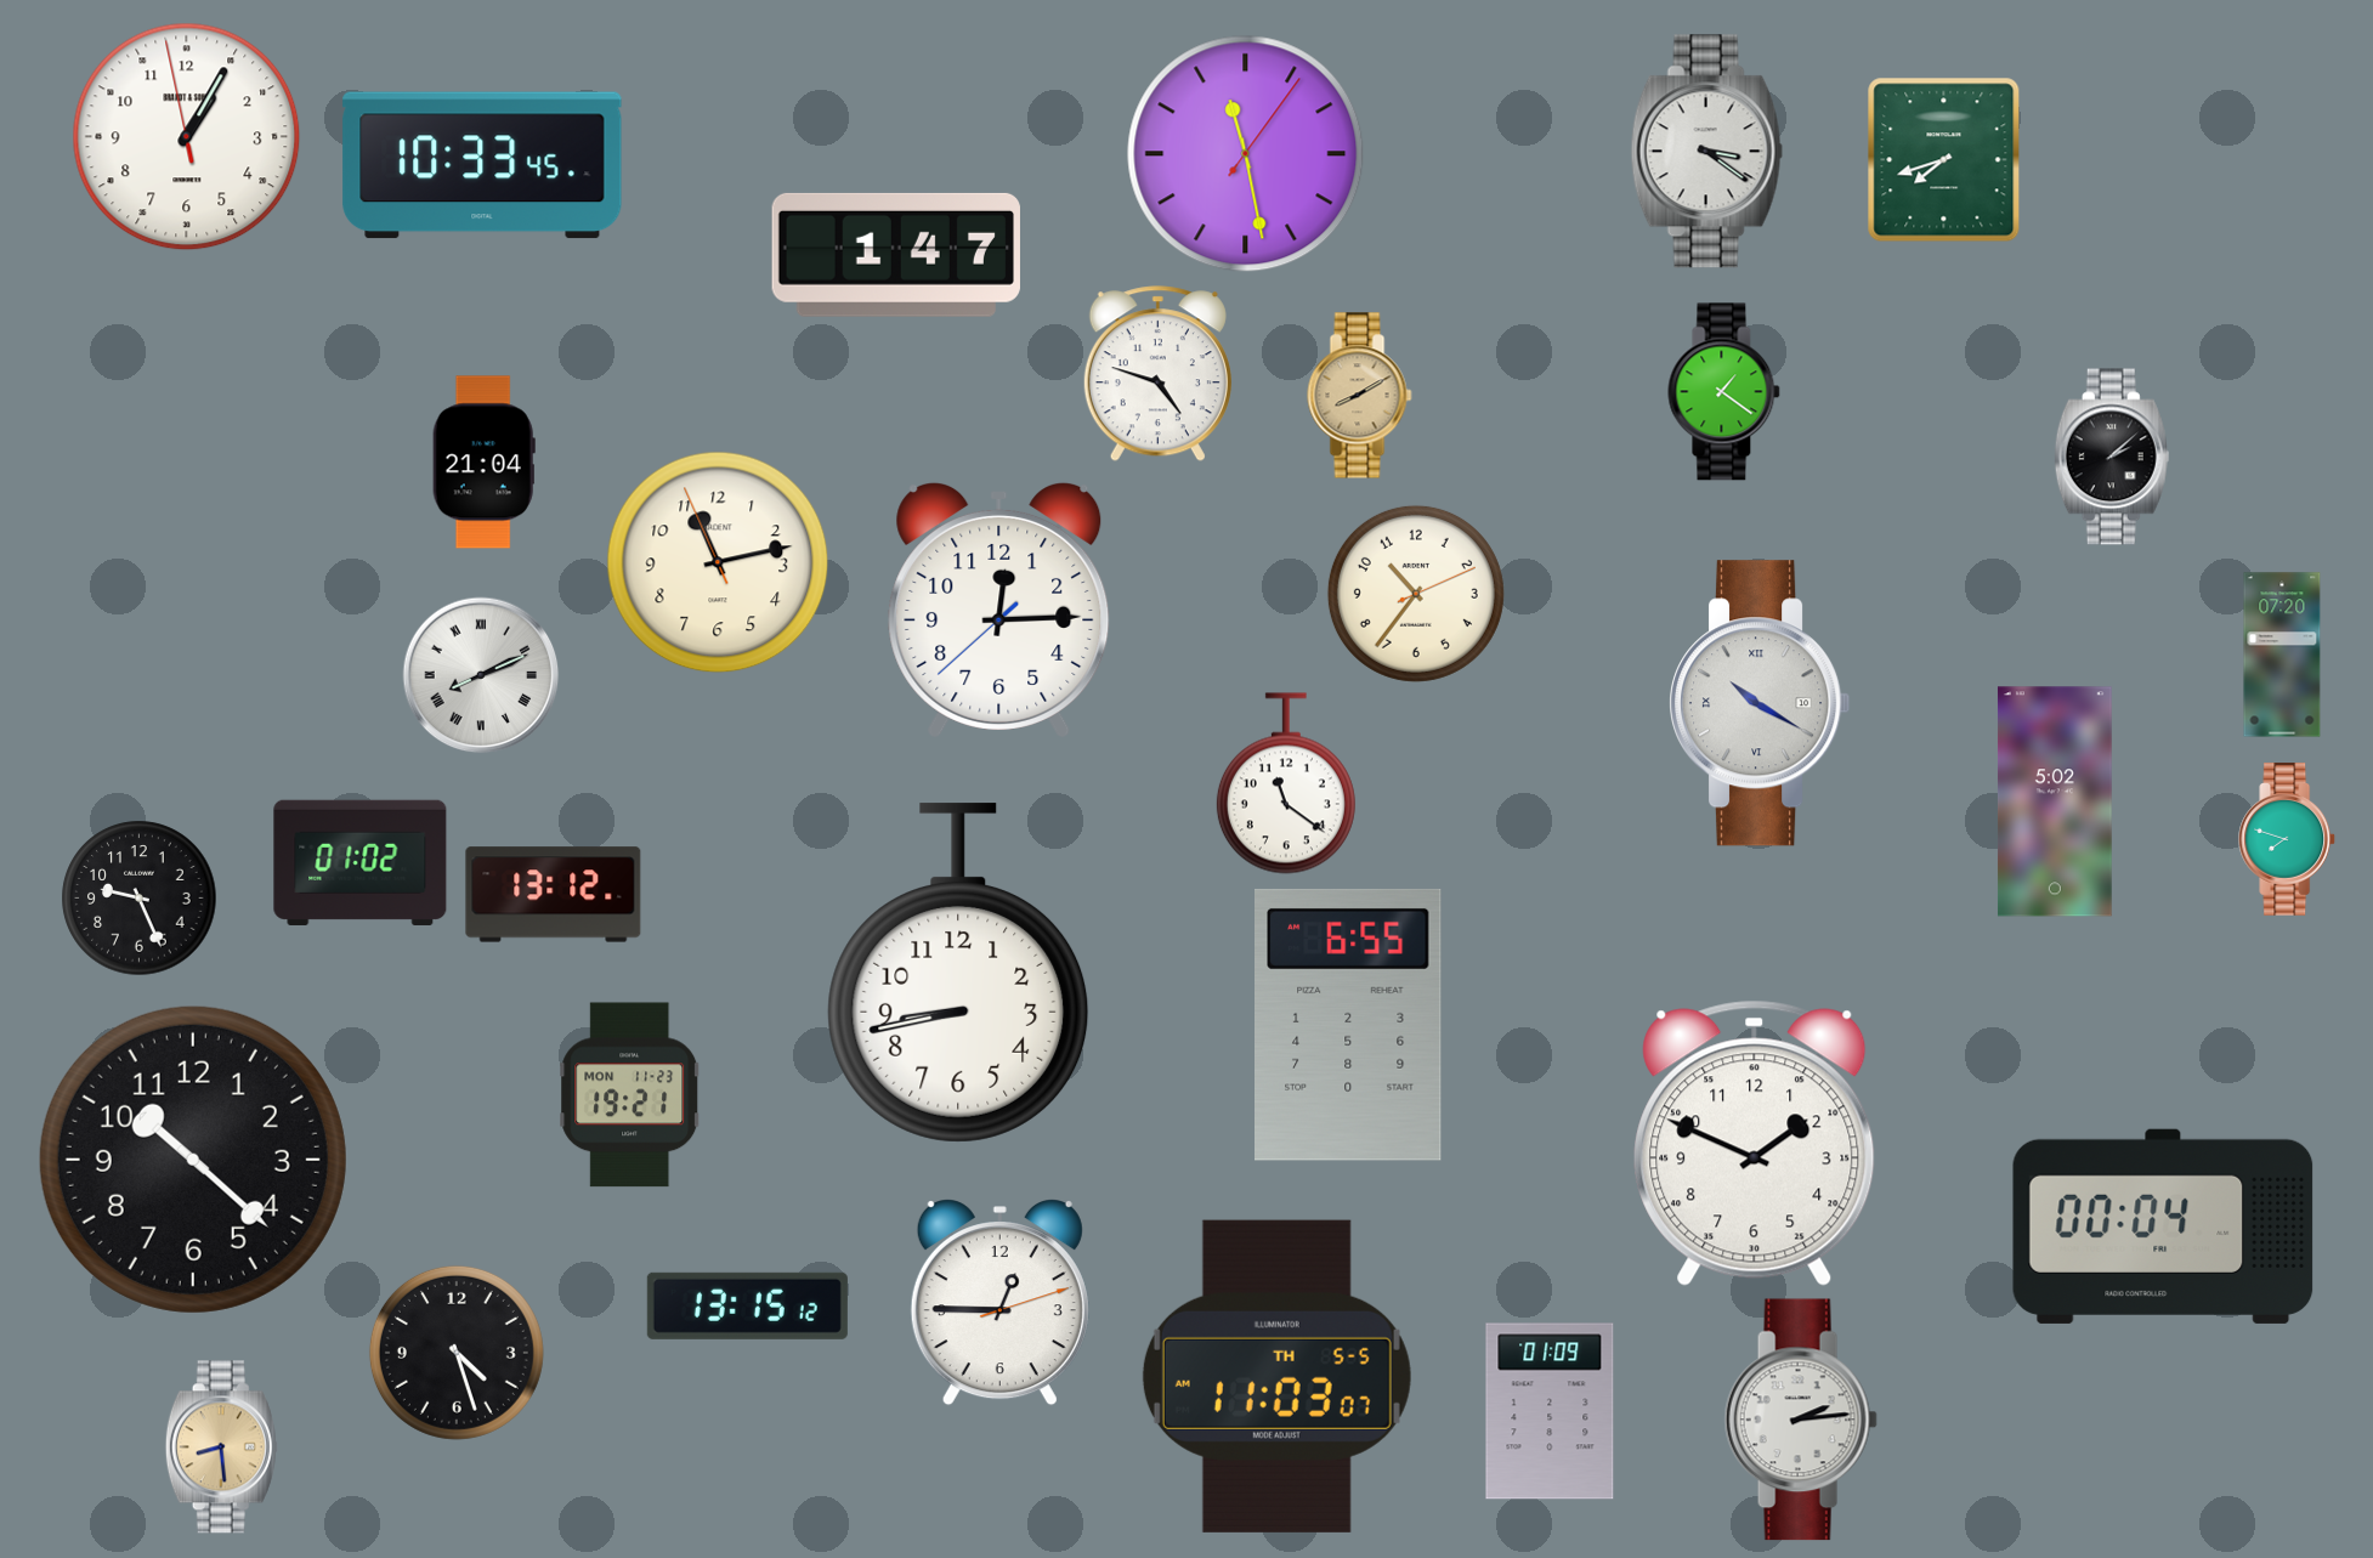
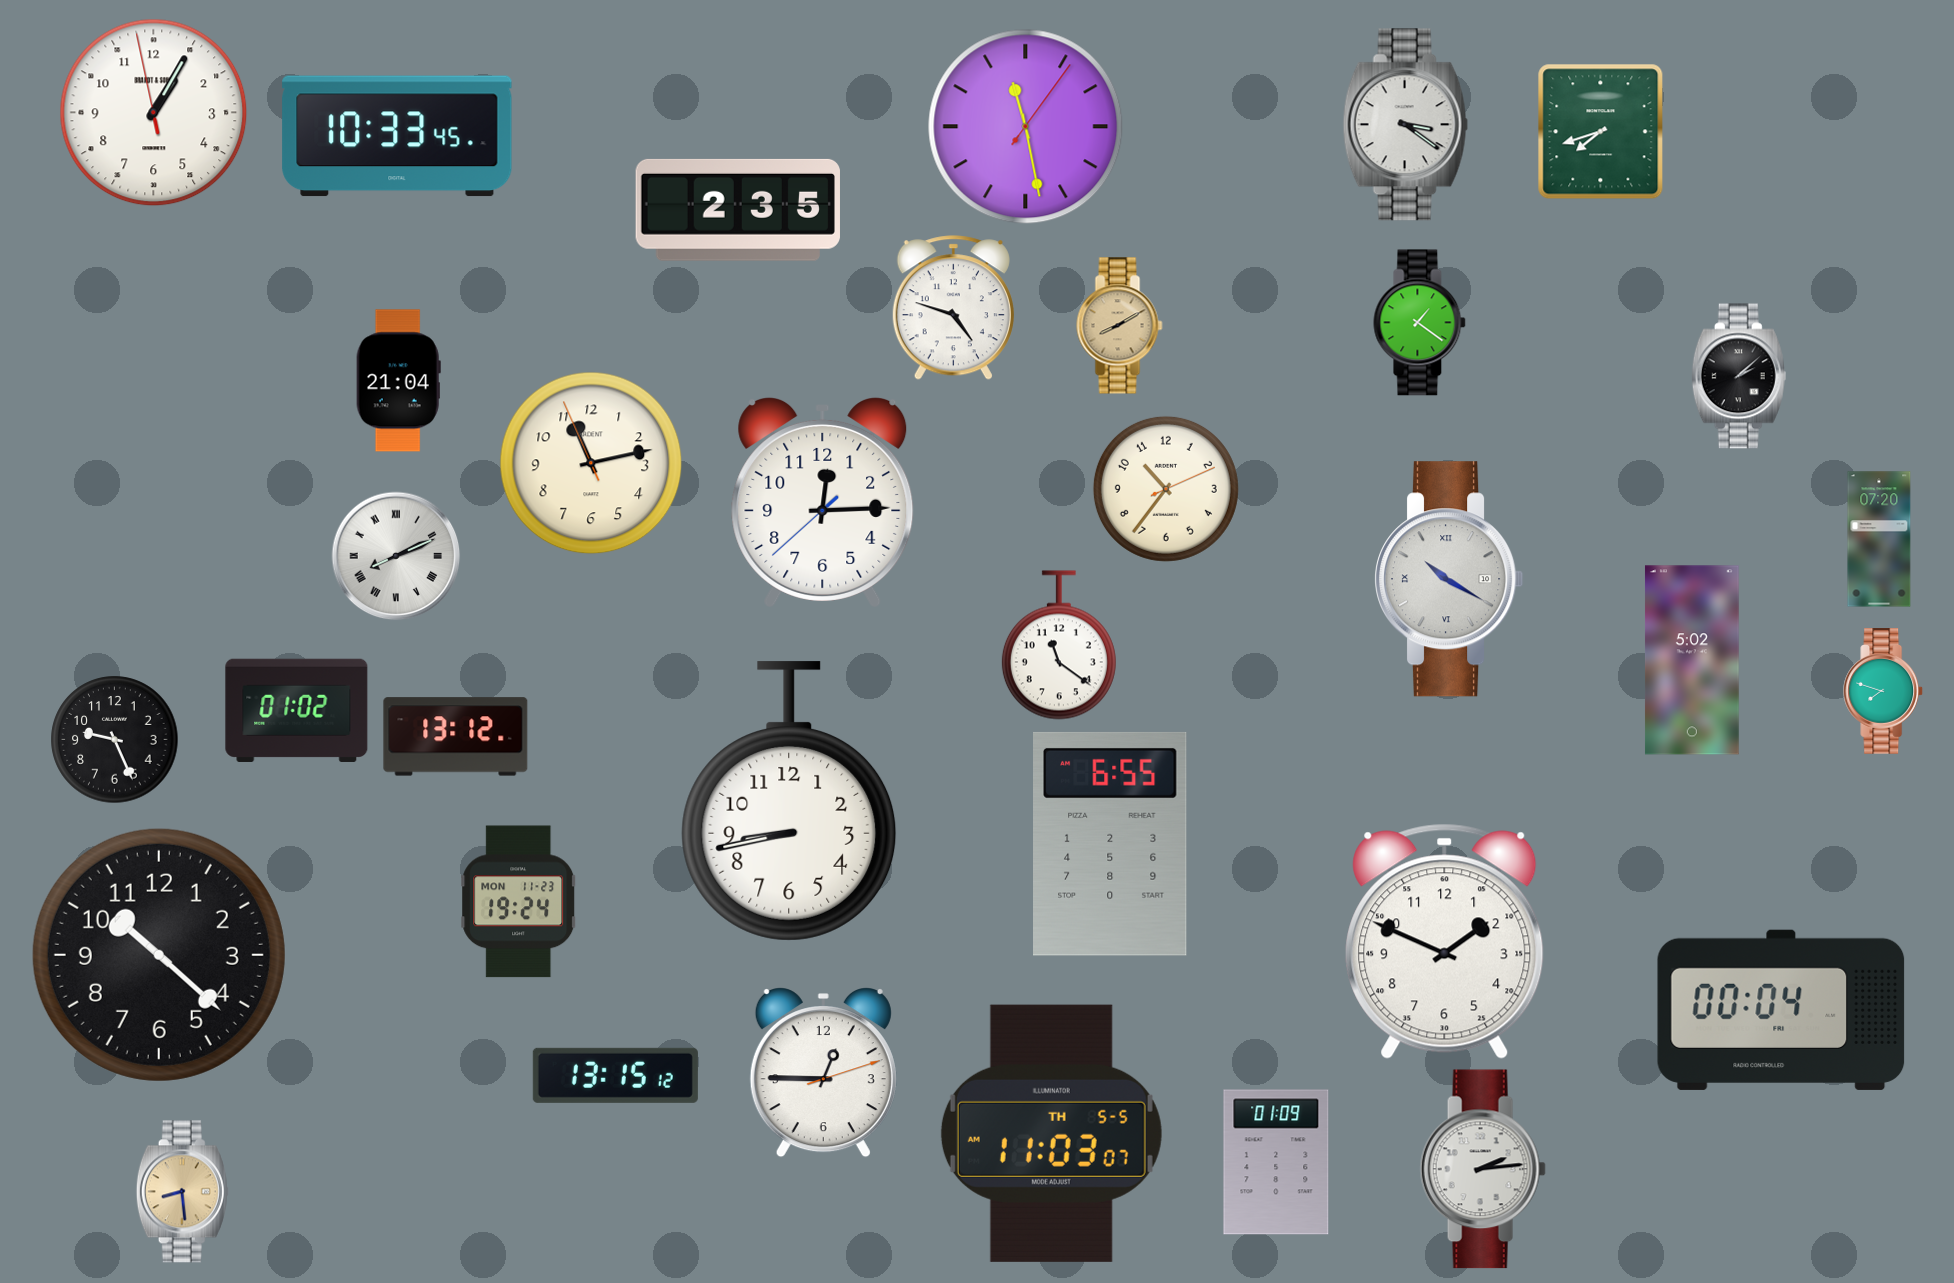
clock at (896, 255): 1:47 -> 2:35
clock at (630, 1095): 19:21 -> 19:24
clock at (457, 1353): 4:27 -> none
